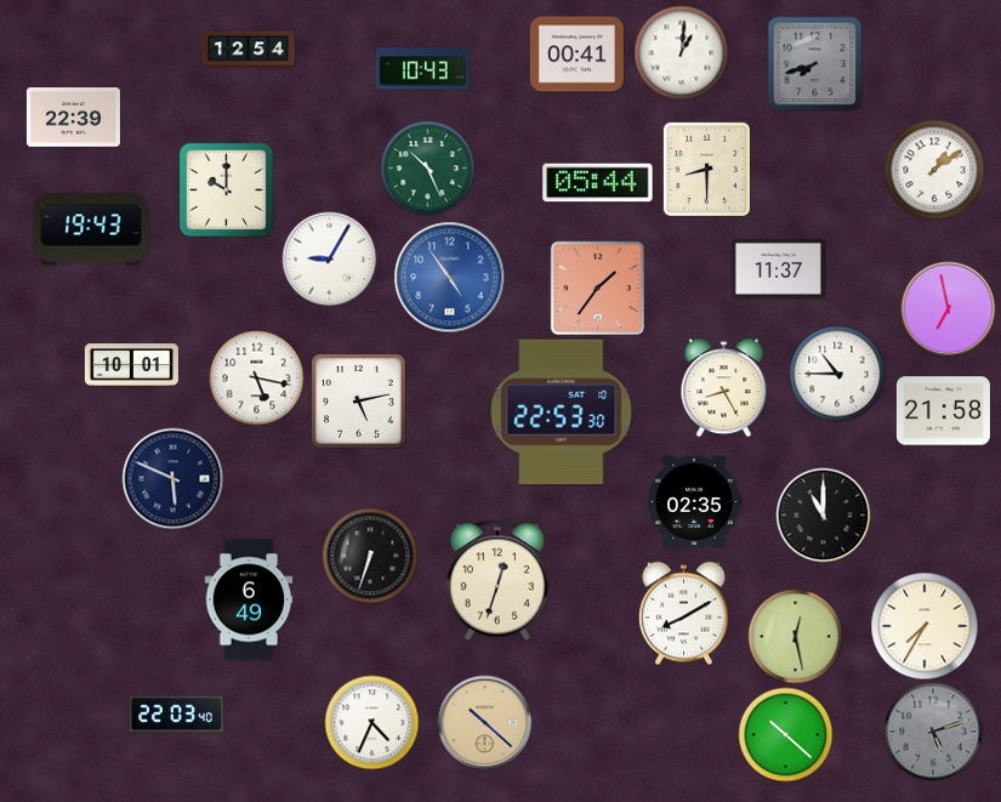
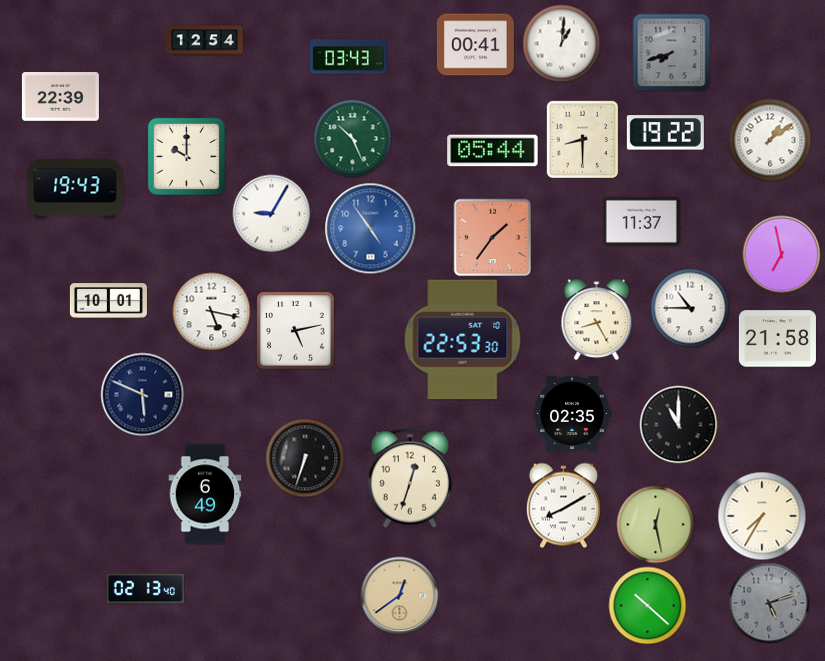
clock at (422, 69): 10:43 -> 03:43
clock at (665, 133): none -> 19:22
clock at (176, 715): 22:03 -> 02:13
clock at (371, 722): 4:34 -> none
clock at (484, 722): 10:22 -> 12:39
